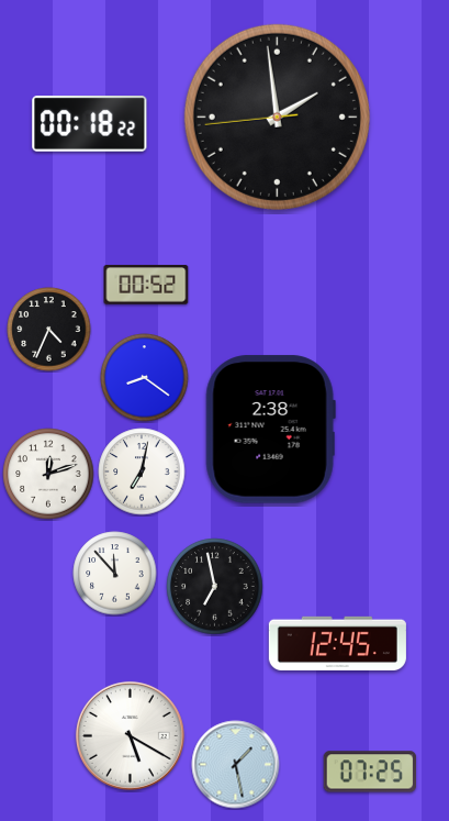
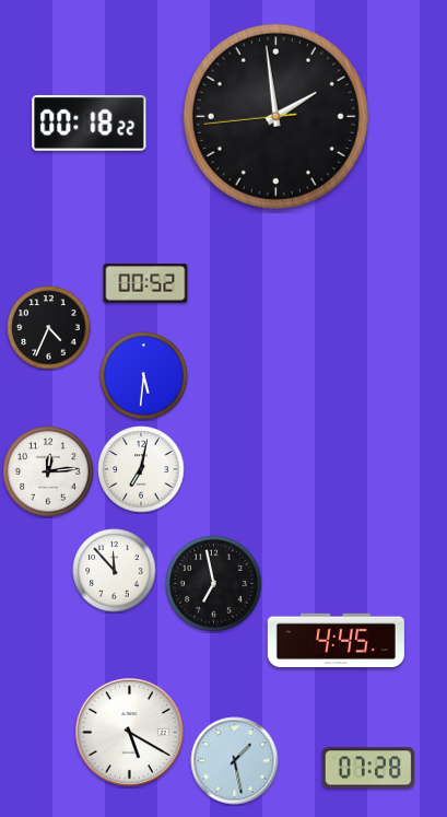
clock at (145, 378): 8:21 -> 5:31
clock at (270, 430): 2:38 -> none
clock at (48, 474): 12:12 -> 12:14
clock at (337, 643): 12:45 -> 4:45
clock at (370, 772): 07:25 -> 07:28
